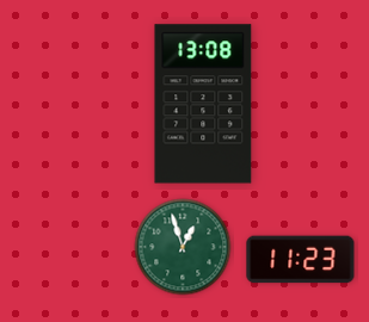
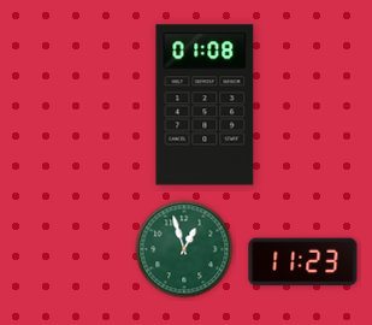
clock at (203, 104): 13:08 -> 01:08
